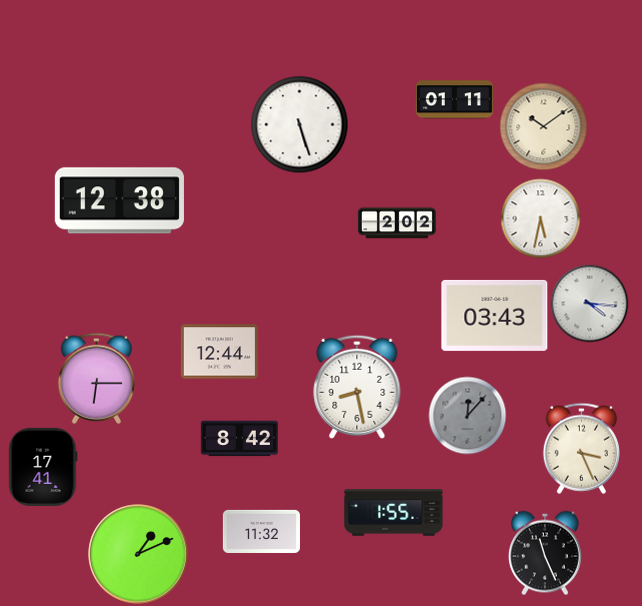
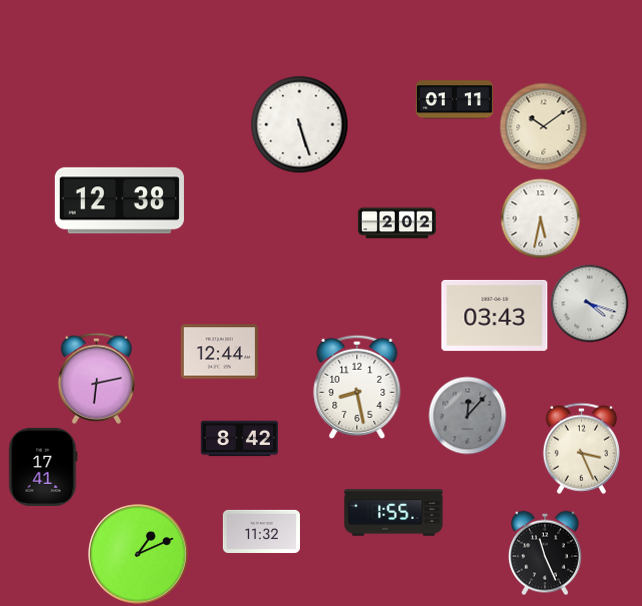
clock at (589, 303): 4:16 -> 4:18
clock at (96, 378): 6:15 -> 6:13
